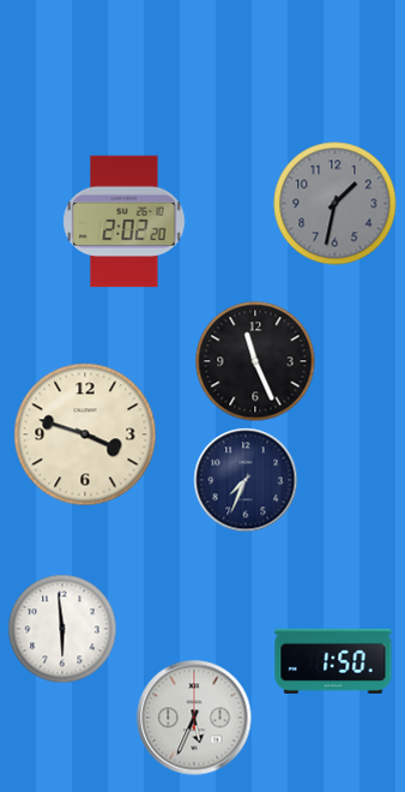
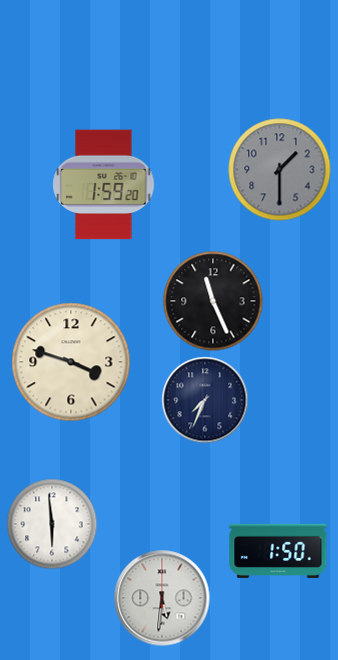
clock at (336, 204): 1:32 -> 1:30
clock at (125, 222): 2:02 -> 1:59
clock at (194, 718): 5:34 -> 5:31
